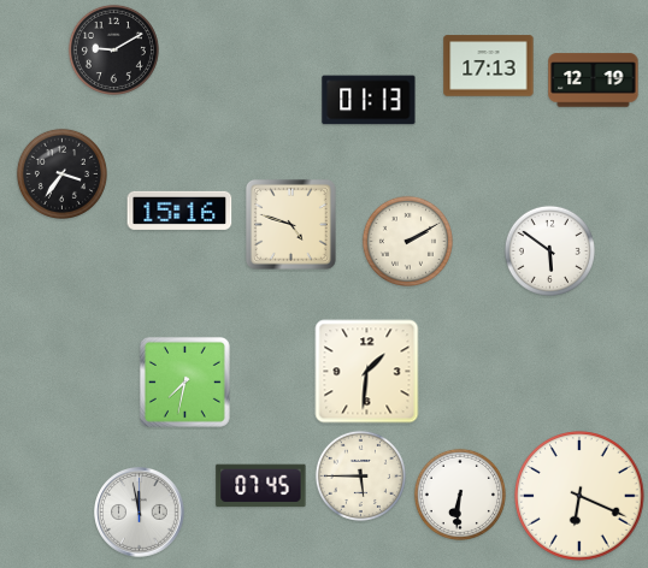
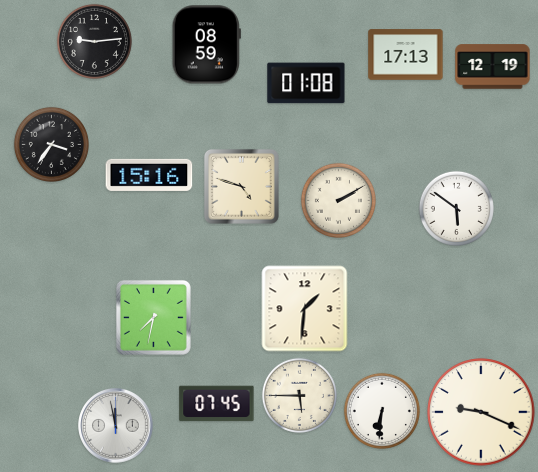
clock at (113, 49): 9:10 -> 9:14
clock at (206, 45): none -> 08:59
clock at (369, 100): 01:13 -> 01:08
clock at (579, 496): 6:19 -> 9:19
